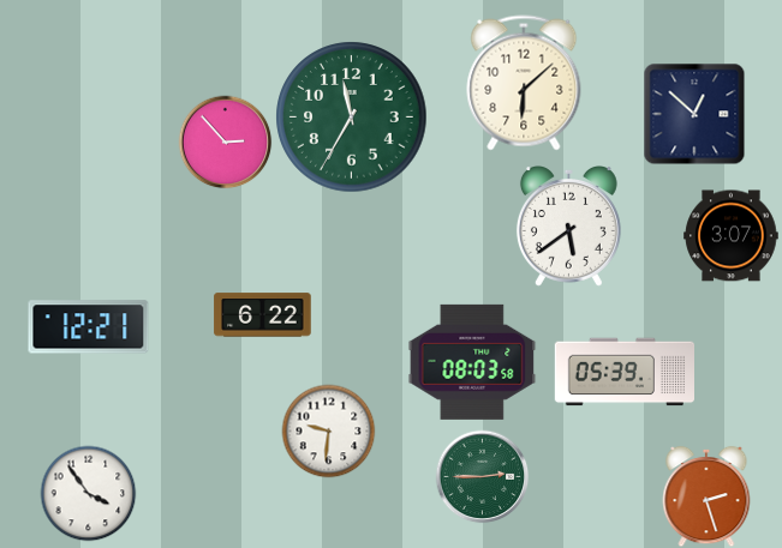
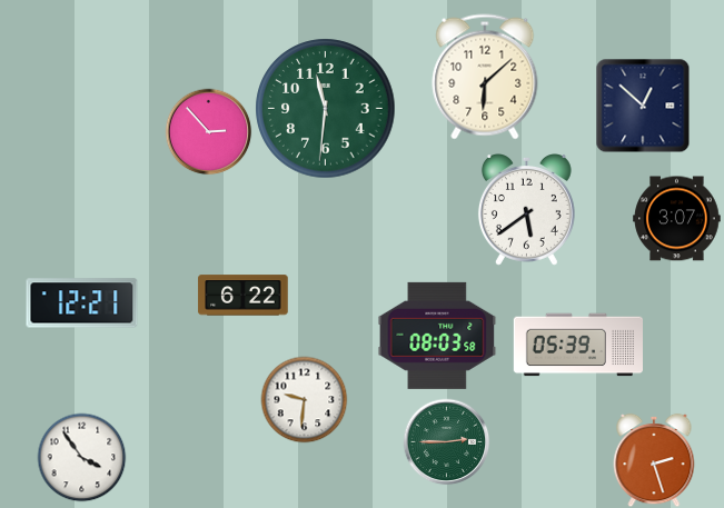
clock at (352, 118): 11:35 -> 11:31
clock at (263, 315) position: (263, 315) -> (244, 296)
